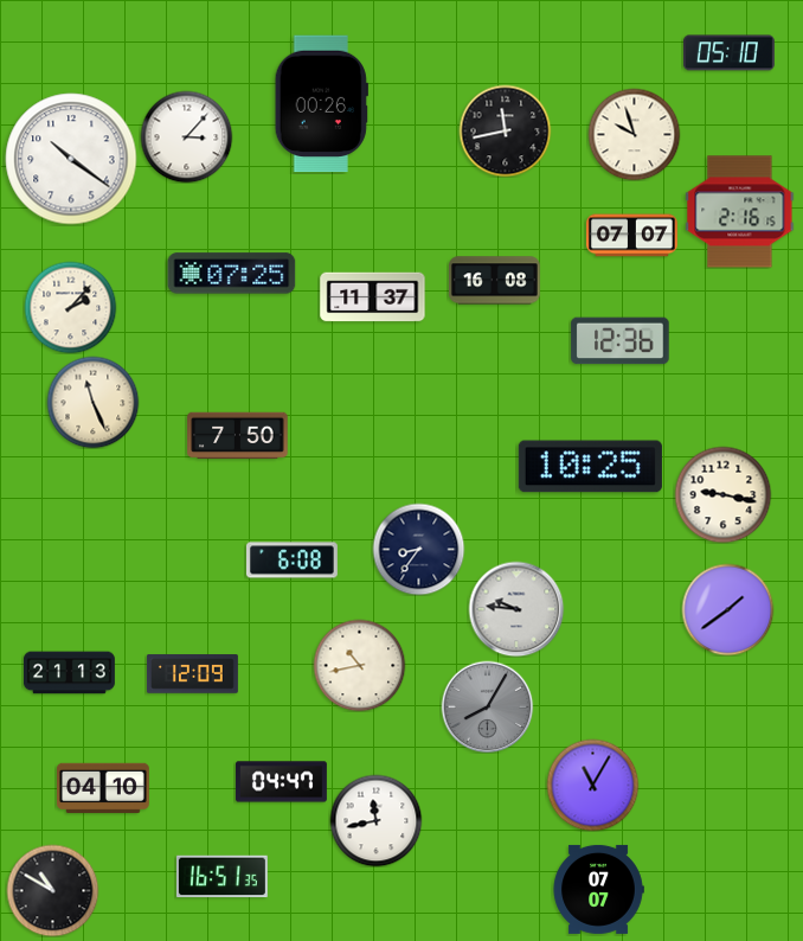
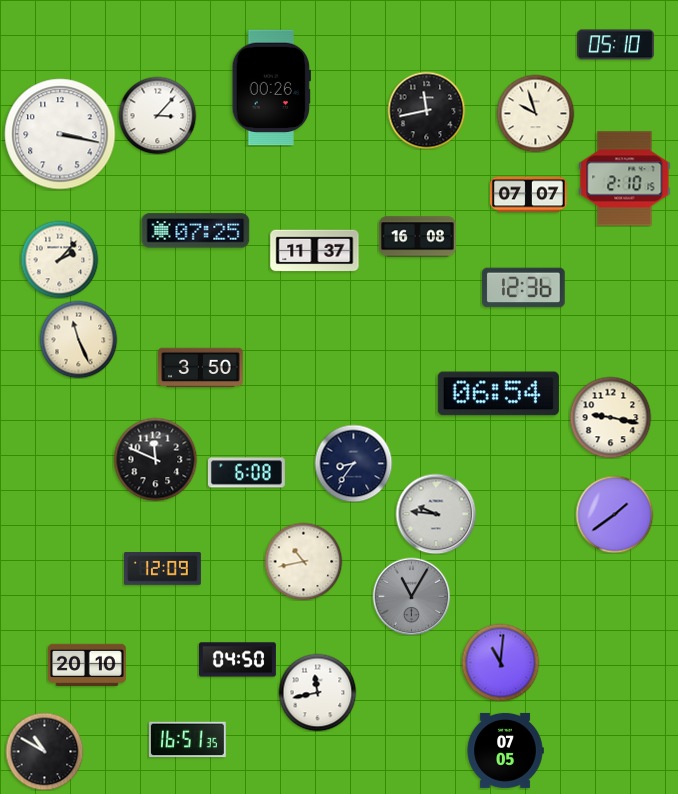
clock at (71, 159): 10:21 -> 3:17
clock at (740, 212): 2:16 -> 2:10
clock at (631, 236) position: (631, 236) -> (528, 195)
clock at (238, 436): 7:50 -> 3:50
clock at (590, 467): 10:25 -> 06:54
clock at (155, 459): none -> 11:49
clock at (69, 673): 21:13 -> none
clock at (487, 706): 8:05 -> 11:05
clock at (281, 782): 04:47 -> 04:50
clock at (592, 785): 11:05 -> 11:01
clock at (104, 788): 04:10 -> 20:10
clock at (598, 889): 07:07 -> 07:05
